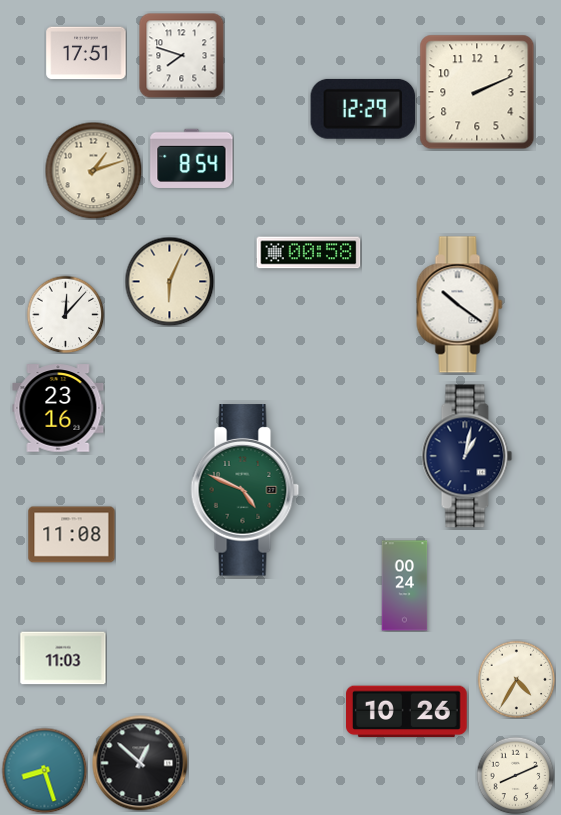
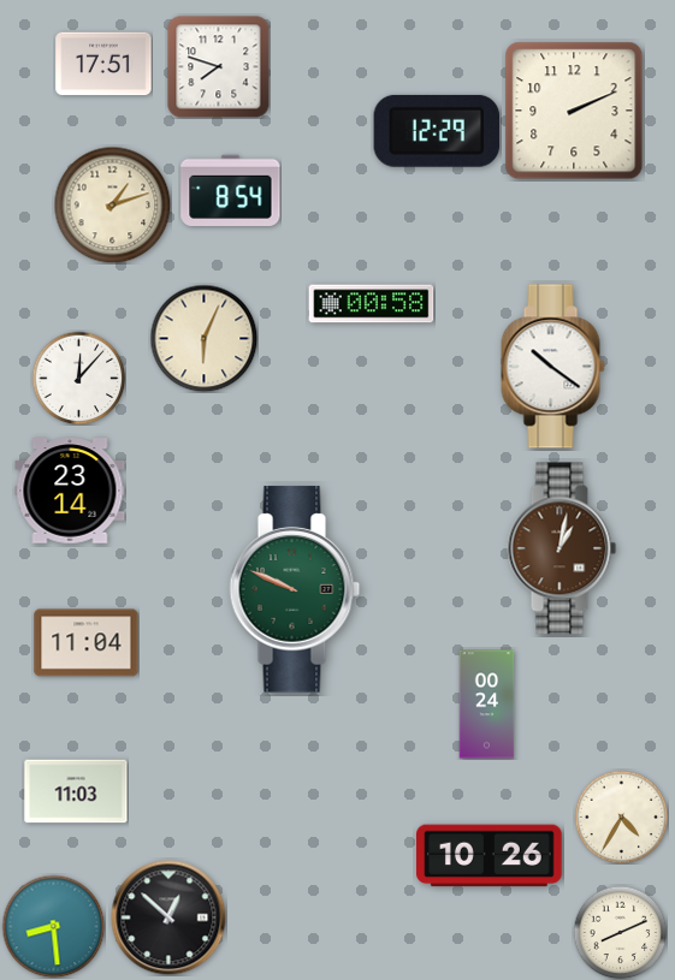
clock at (58, 408): 23:16 -> 23:14
clock at (467, 456) dial: navy -> brown
clock at (245, 490): 4:49 -> 9:49
clock at (72, 535): 11:08 -> 11:04
clock at (44, 770): 8:27 -> 8:29
